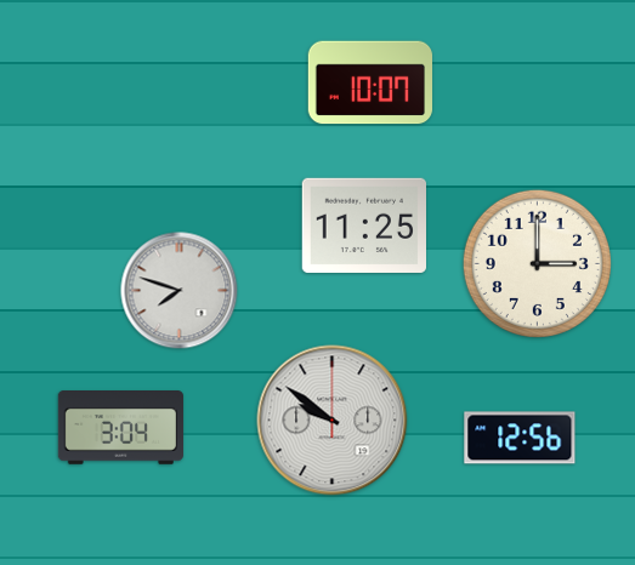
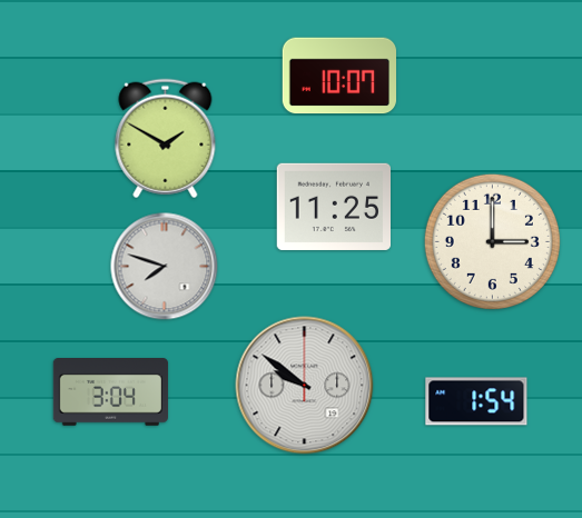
clock at (166, 139): none -> 1:50
clock at (520, 438): 12:56 -> 1:54
